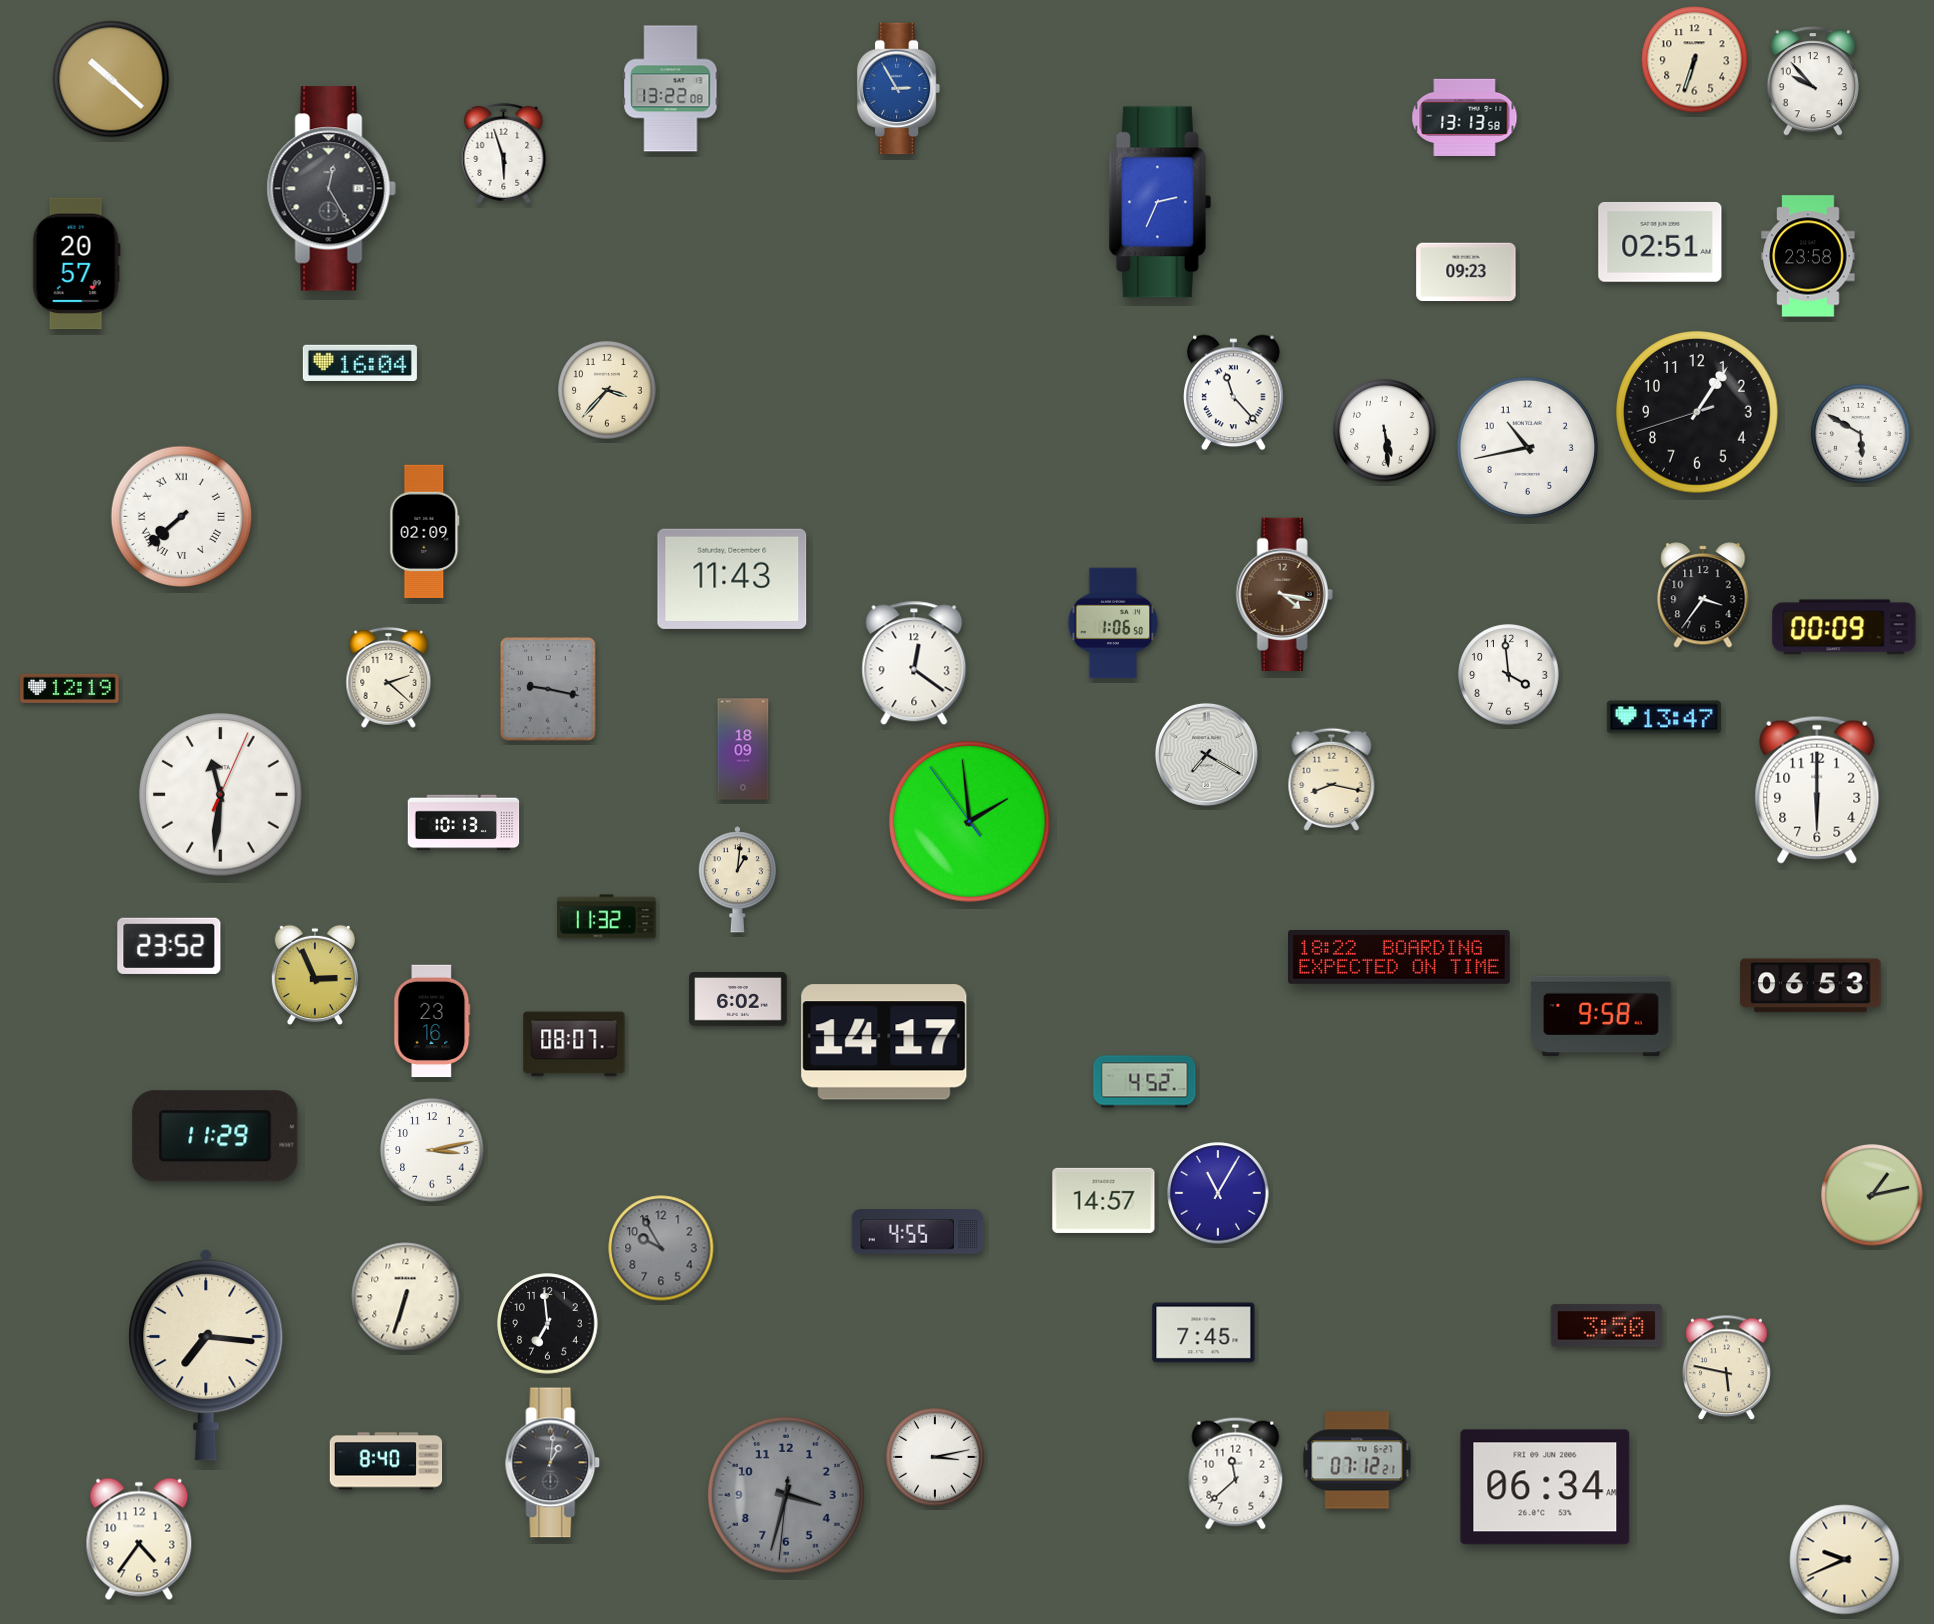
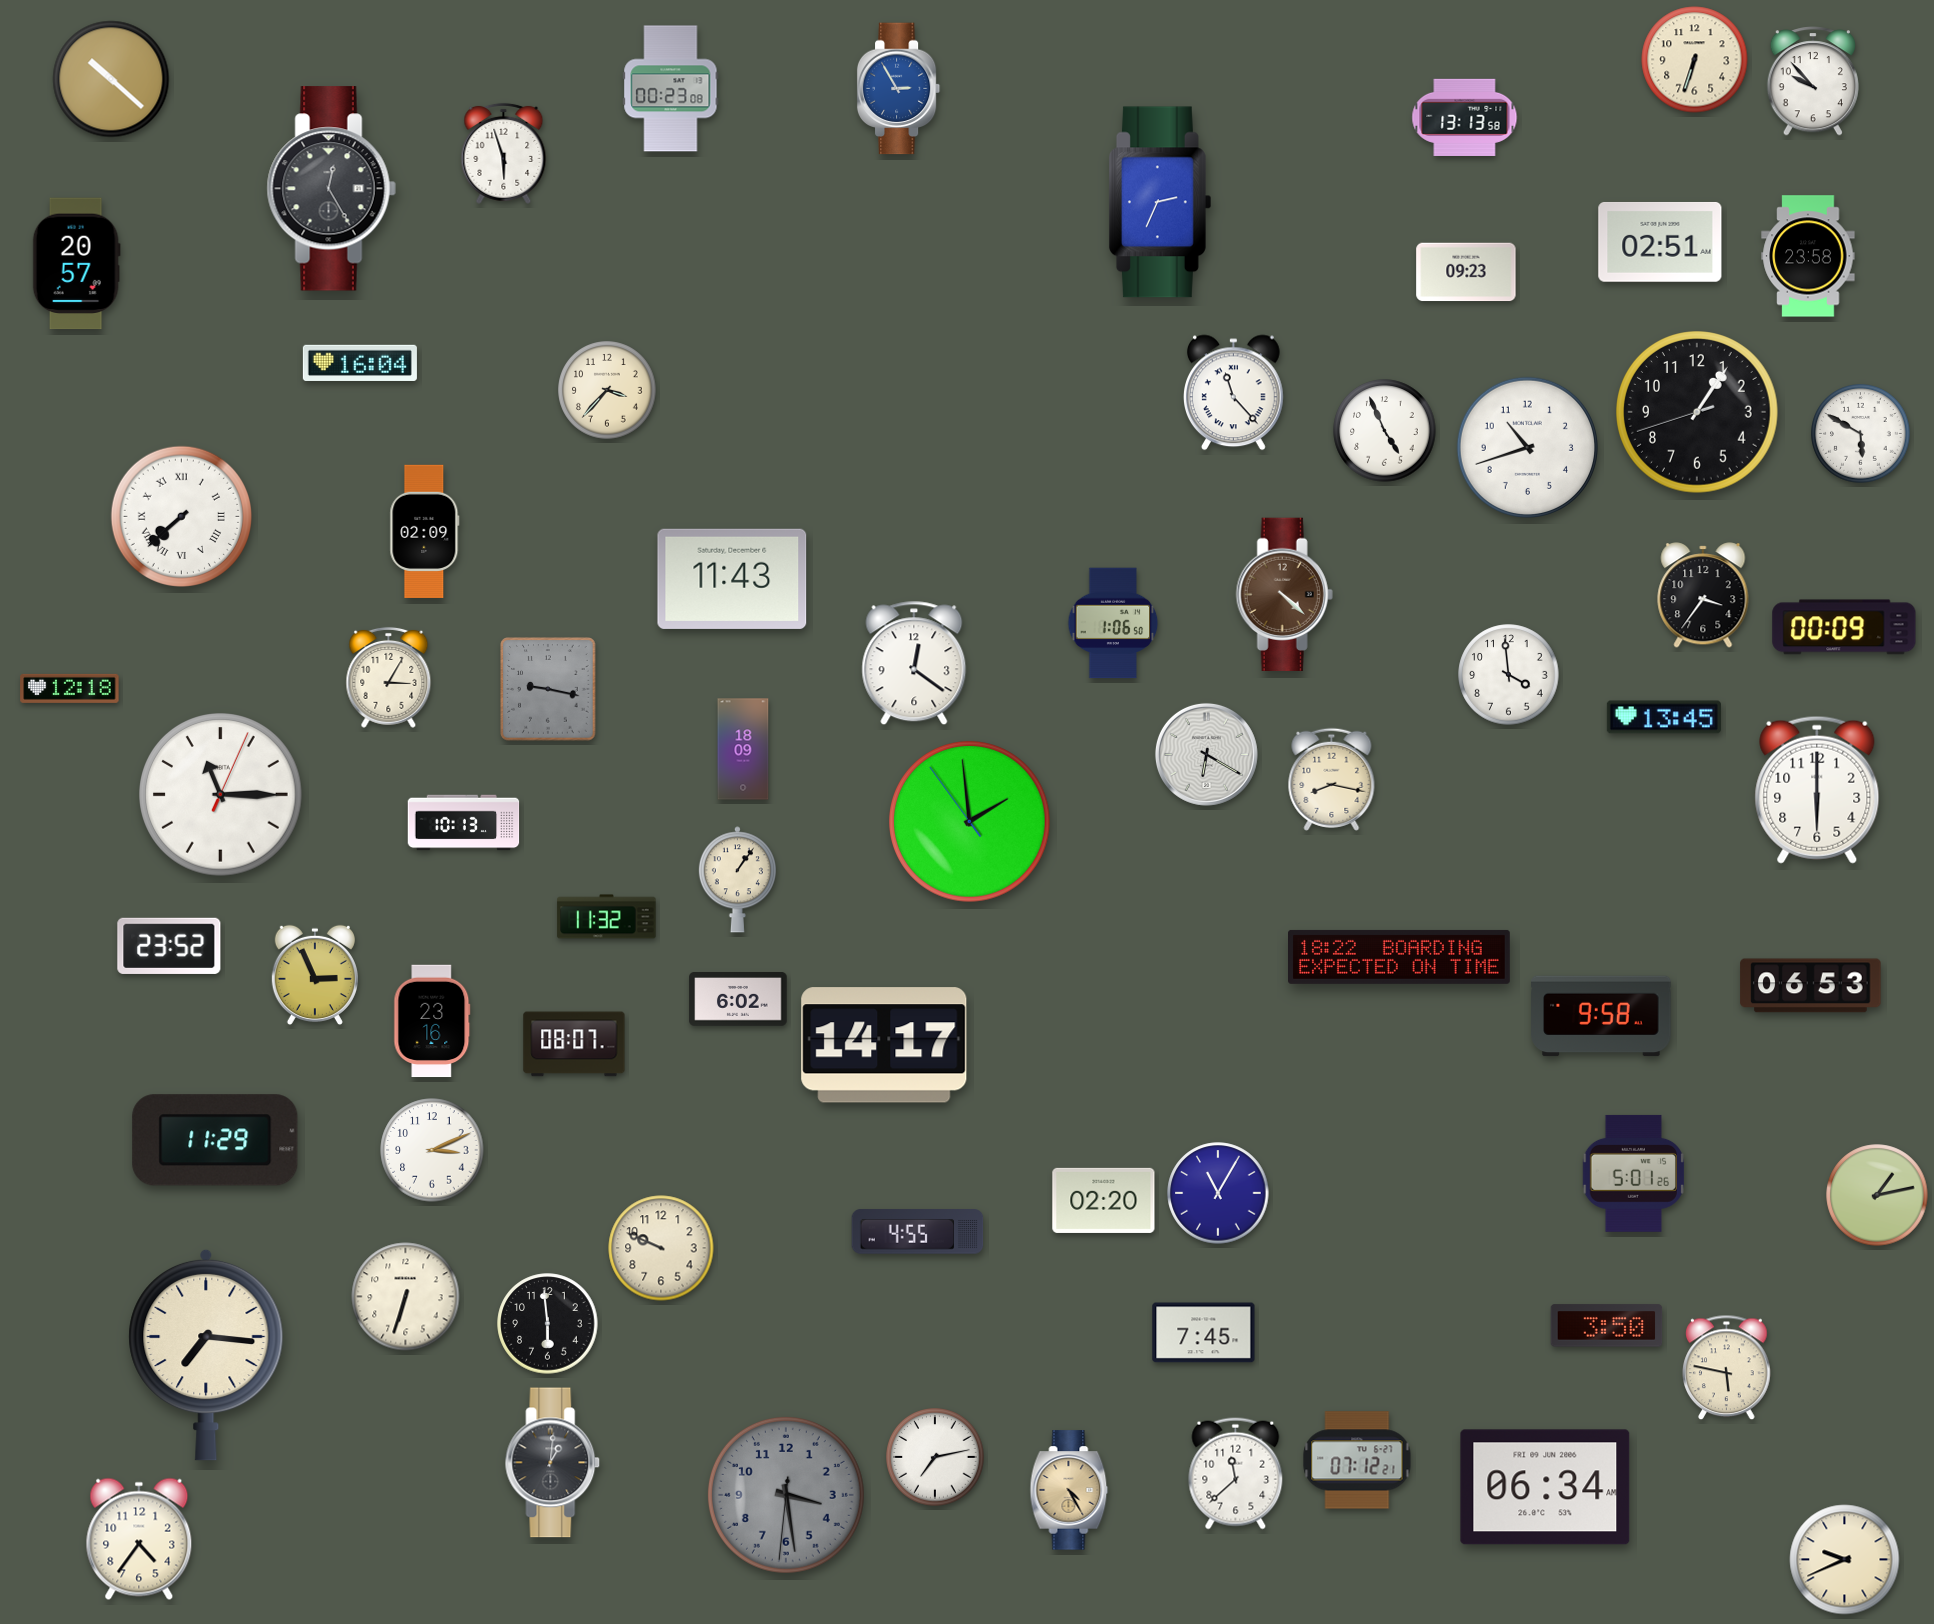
clock at (671, 89): 13:22 -> 00:23
clock at (1385, 431): 5:29 -> 4:56
clock at (1527, 447): 10:43 -> 10:42
clock at (1284, 594): 4:17 -> 4:22
clock at (389, 677): 2:22 -> 3:05
clock at (70, 688): 12:19 -> 12:18
clock at (1664, 717): 13:47 -> 13:45
clock at (1206, 754): 7:20 -> 6:20
clock at (221, 795): 11:31 -> 11:15
clock at (737, 880): 1:01 -> 1:06
clock at (884, 1042) position: (884, 1042) -> (884, 1045)
clock at (1145, 1082): 4:52 -> none
clock at (215, 1136) position: (215, 1136) -> (215, 1140)
clock at (432, 1150): 3:13 -> 3:11
clock at (1633, 1173): none -> 5:01
clock at (1872, 1195) position: (1872, 1195) -> (1877, 1195)
clock at (1104, 1200): 14:57 -> 02:20
clock at (661, 1248): 9:55 -> 9:49
clock at (661, 1248) dial: grey -> cream
clock at (548, 1324): 6:59 -> 5:59
clock at (935, 1457): 3:13 -> 7:13
clock at (386, 1461): 8:40 -> none
clock at (1069, 1490): none -> 4:25
clock at (786, 1495): 3:32 -> 3:28
